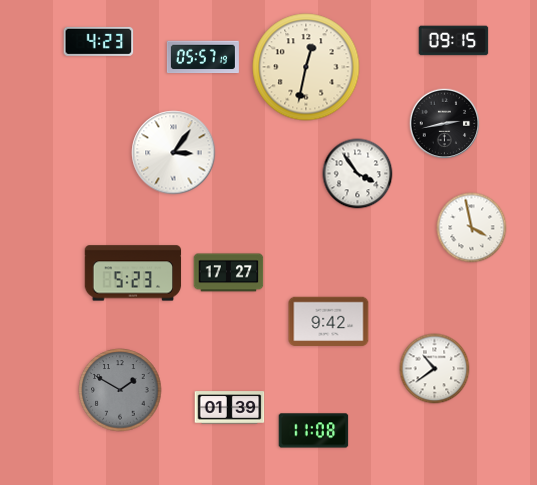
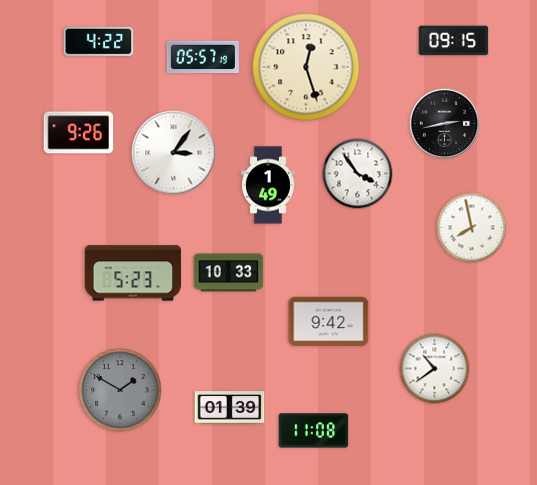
clock at (99, 41): 4:23 -> 4:22
clock at (306, 67): 12:32 -> 12:27
clock at (79, 133): none -> 9:26
clock at (268, 185): none -> 1:49
clock at (472, 228): 3:58 -> 7:58
clock at (229, 273): 17:27 -> 10:33
